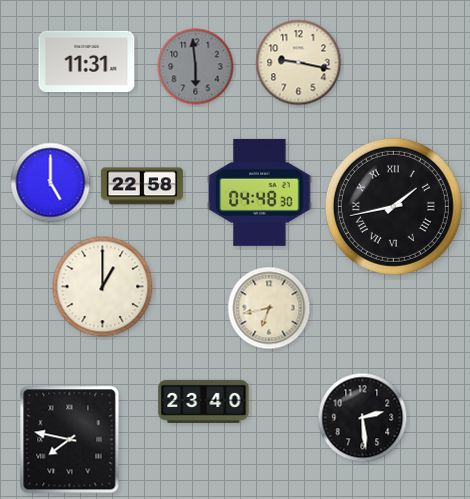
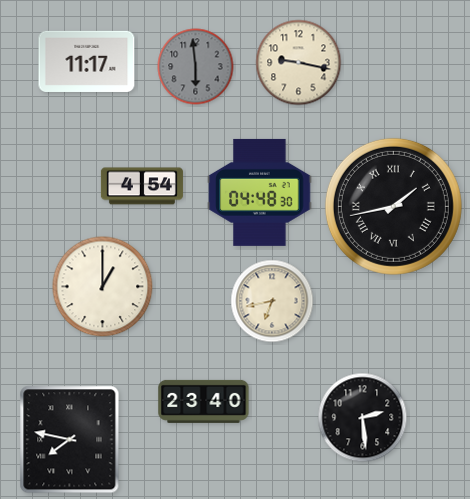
clock at (87, 61): 11:31 -> 11:17
clock at (51, 183): 5:00 -> none
clock at (142, 186): 22:58 -> 4:54
clock at (269, 308) position: (269, 308) -> (272, 301)
